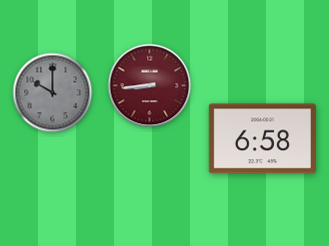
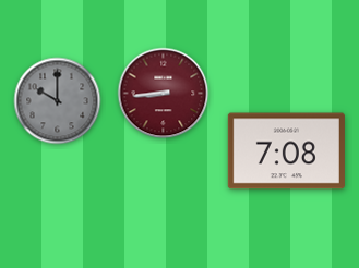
clock at (262, 139): 6:58 -> 7:08
